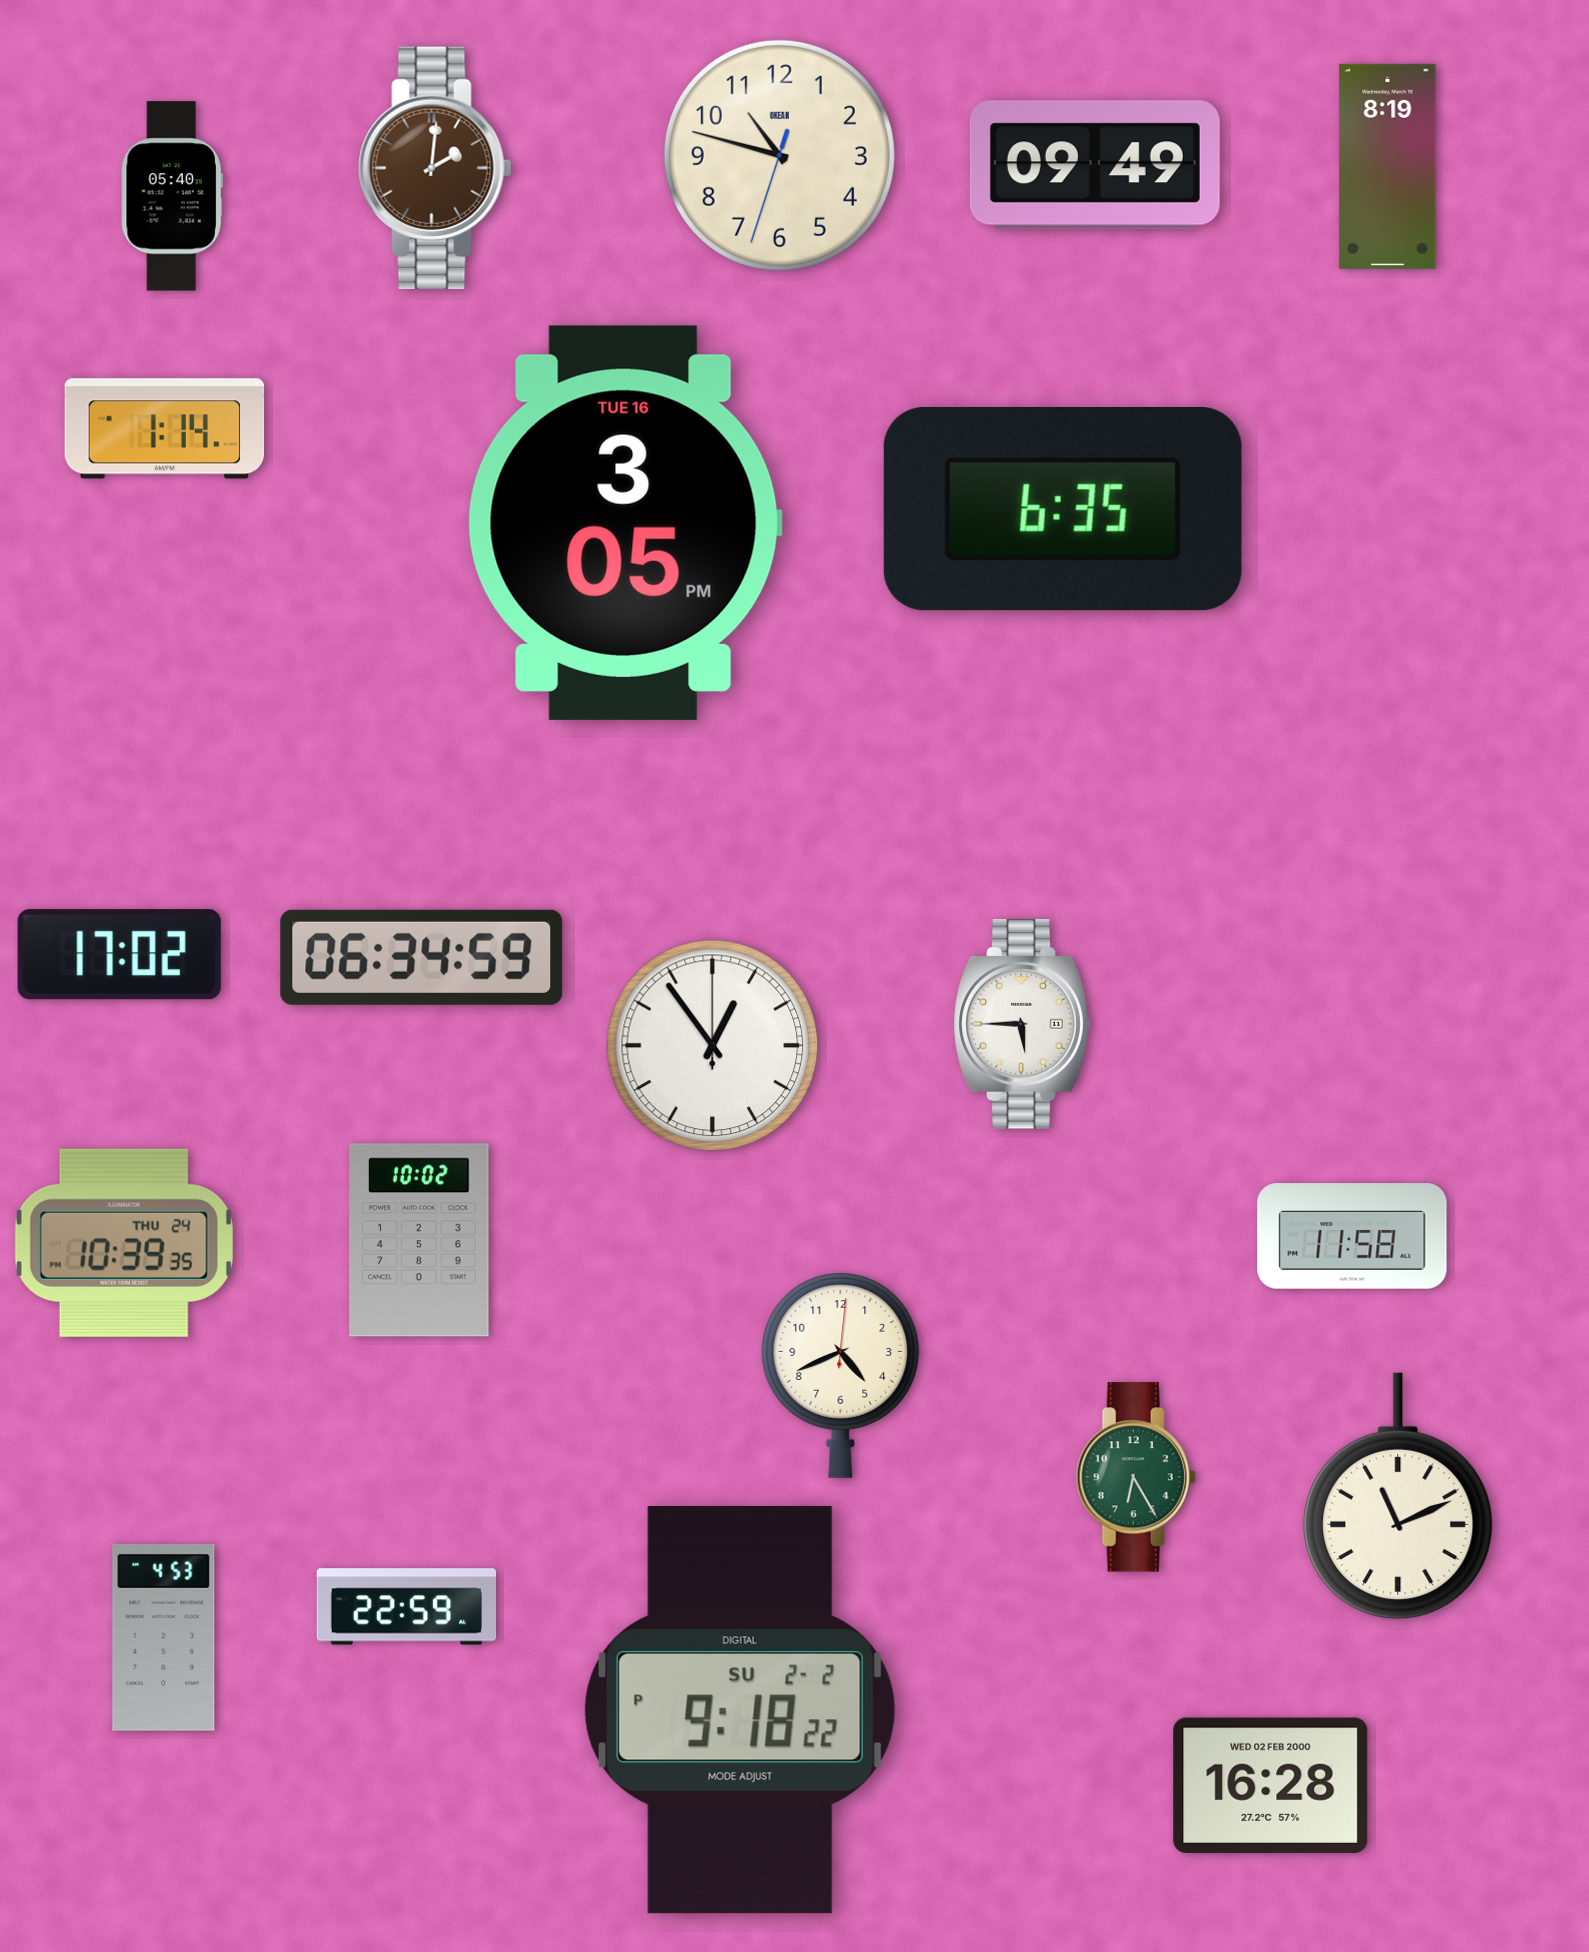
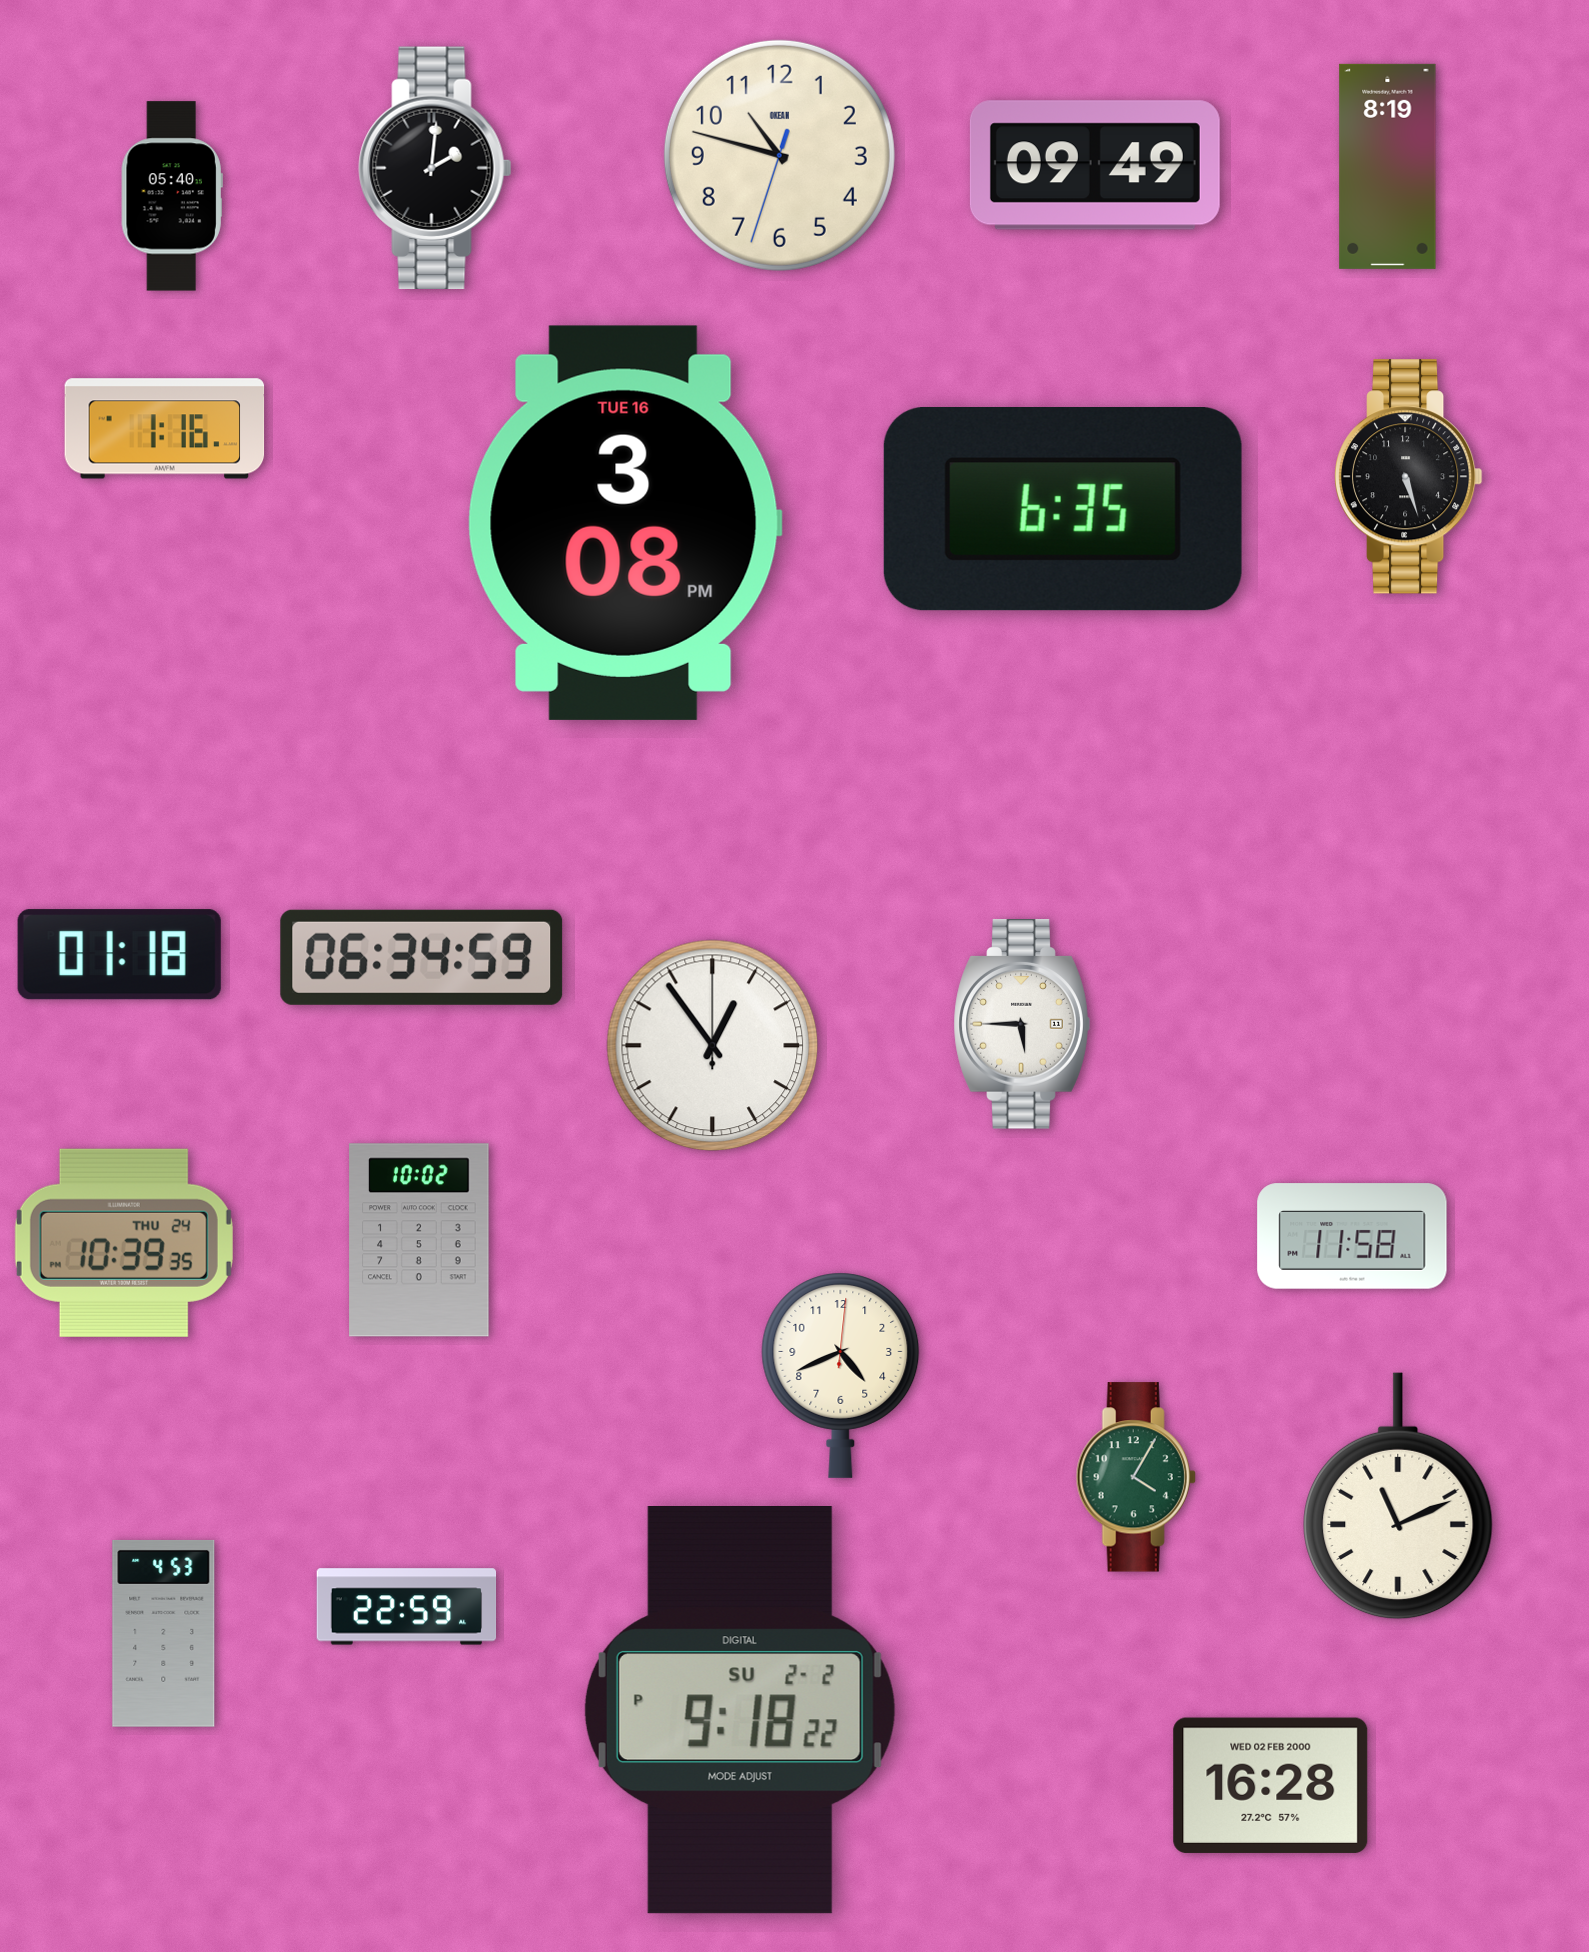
clock at (435, 167) dial: brown -> black
clock at (165, 429): 1:14 -> 1:16
clock at (1409, 477): none -> 5:27
clock at (625, 523): 3:05 -> 3:08
clock at (119, 955): 17:02 -> 01:18
clock at (1136, 1477): 6:25 -> 4:05
clock at (164, 1637) position: (164, 1637) -> (164, 1633)
